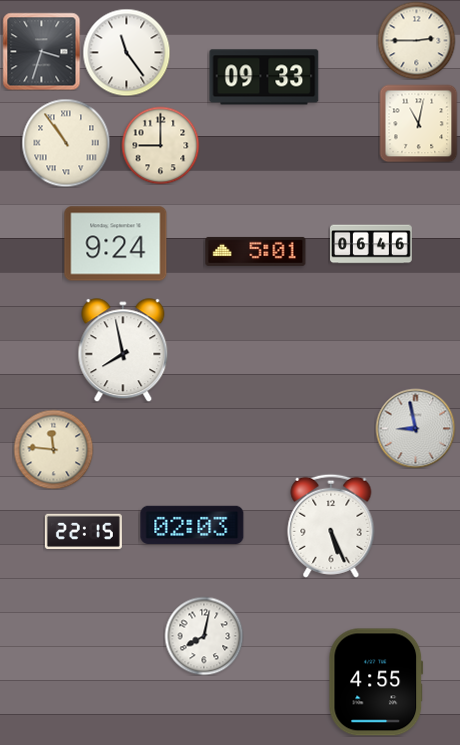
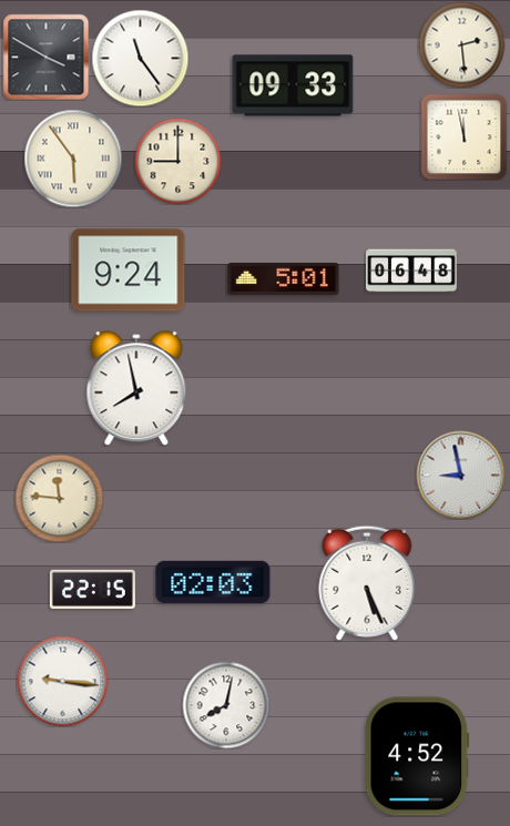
clock at (416, 40): 2:45 -> 2:29
clock at (41, 51): 3:33 -> 3:50
clock at (418, 123): 11:02 -> 11:58
clock at (66, 143): 10:54 -> 5:54
clock at (372, 244): 06:46 -> 06:48
clock at (62, 681): none -> 9:16
clock at (376, 682): 4:55 -> 4:52
